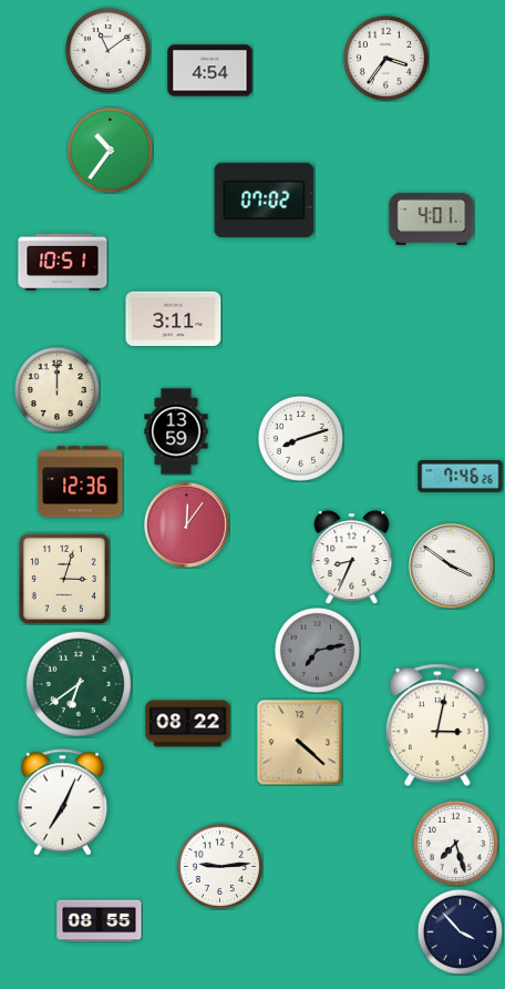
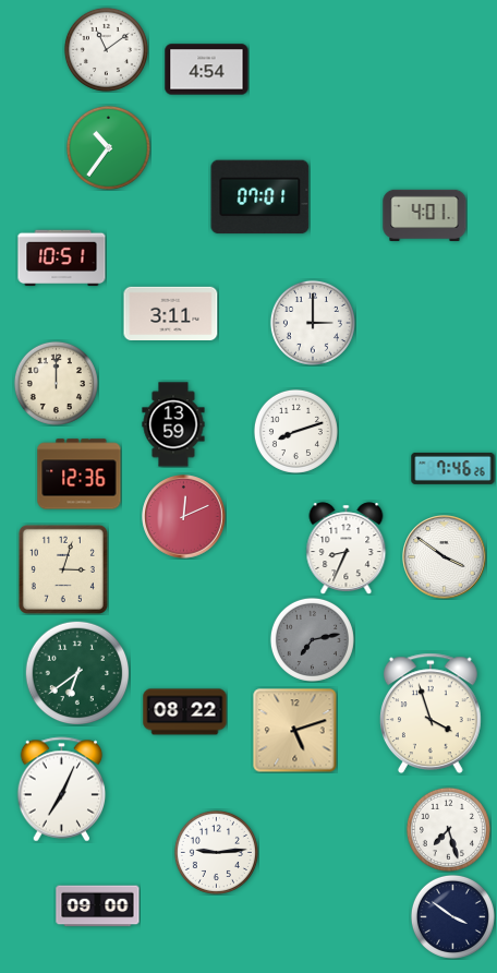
clock at (385, 58): 3:36 -> none
clock at (265, 201): 07:02 -> 07:01
clock at (313, 323): none -> 3:00
clock at (187, 526): 12:06 -> 12:11
clock at (437, 724): 3:02 -> 3:57
clock at (300, 743): 4:22 -> 5:12
clock at (100, 921): 08:55 -> 09:00
clock at (460, 931): 3:53 -> 3:51
